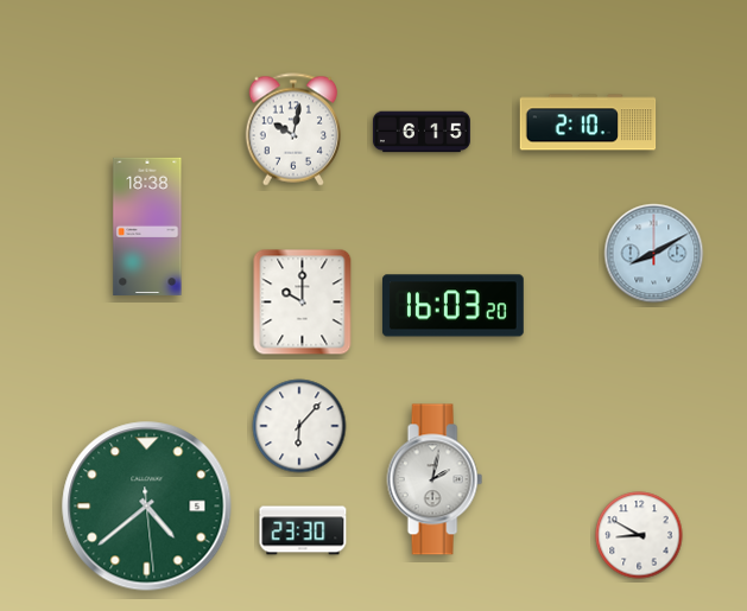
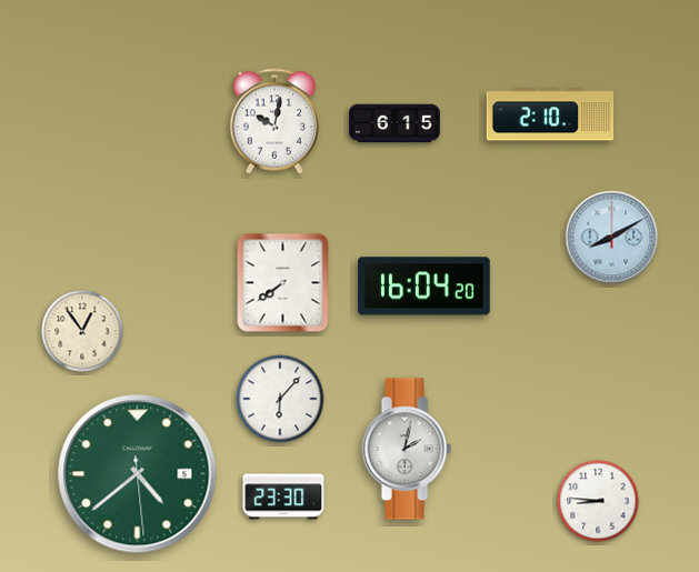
clock at (147, 227): 18:38 -> none
clock at (303, 303): 10:00 -> 7:39
clock at (452, 306): 16:03 -> 16:04
clock at (82, 331): none -> 12:54
clock at (639, 535): 8:50 -> 8:46
